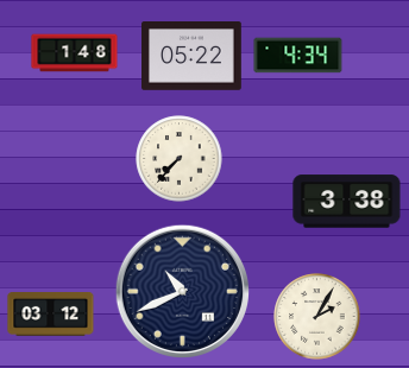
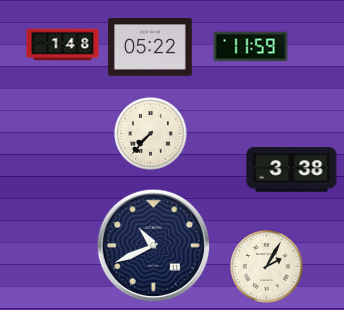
clock at (298, 56): 4:34 -> 11:59
clock at (193, 57) position: (193, 57) -> (151, 48)
clock at (51, 315): 03:12 -> none
